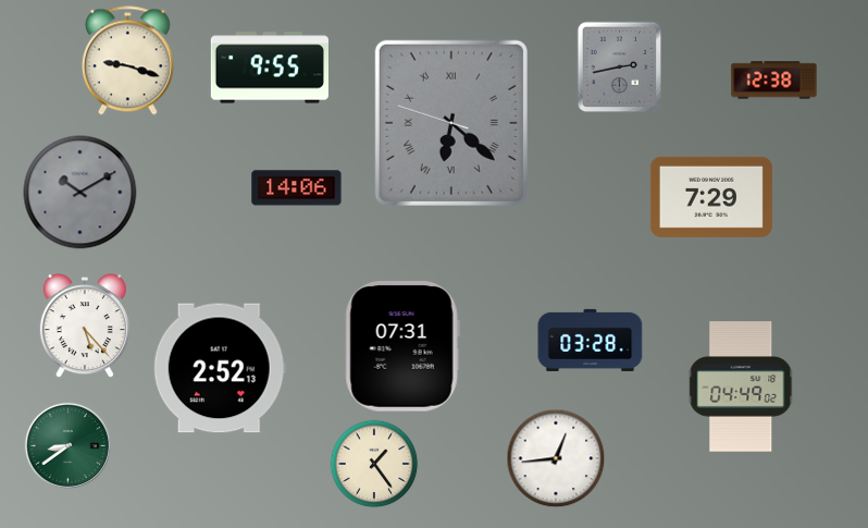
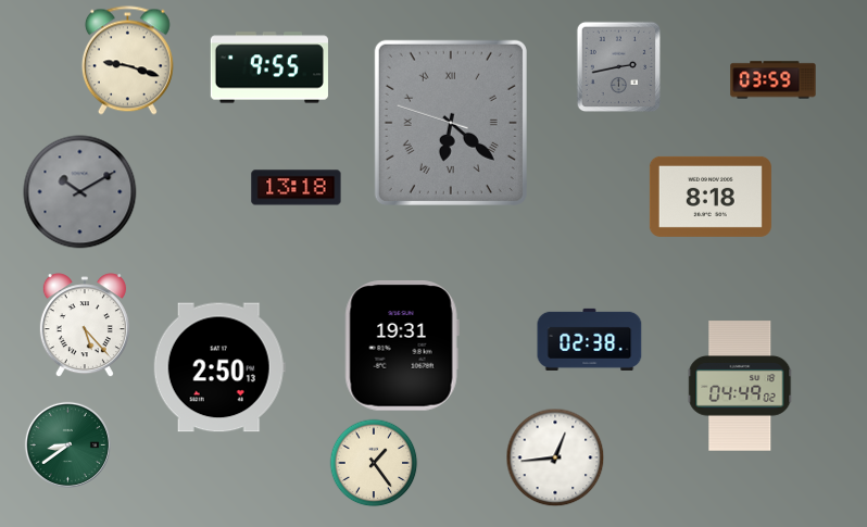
clock at (774, 81): 12:38 -> 03:59
clock at (297, 188): 14:06 -> 13:18
clock at (711, 197): 7:29 -> 8:18
clock at (591, 340): 03:28 -> 02:38
clock at (402, 347): 07:31 -> 19:31
clock at (220, 368): 2:52 -> 2:50
